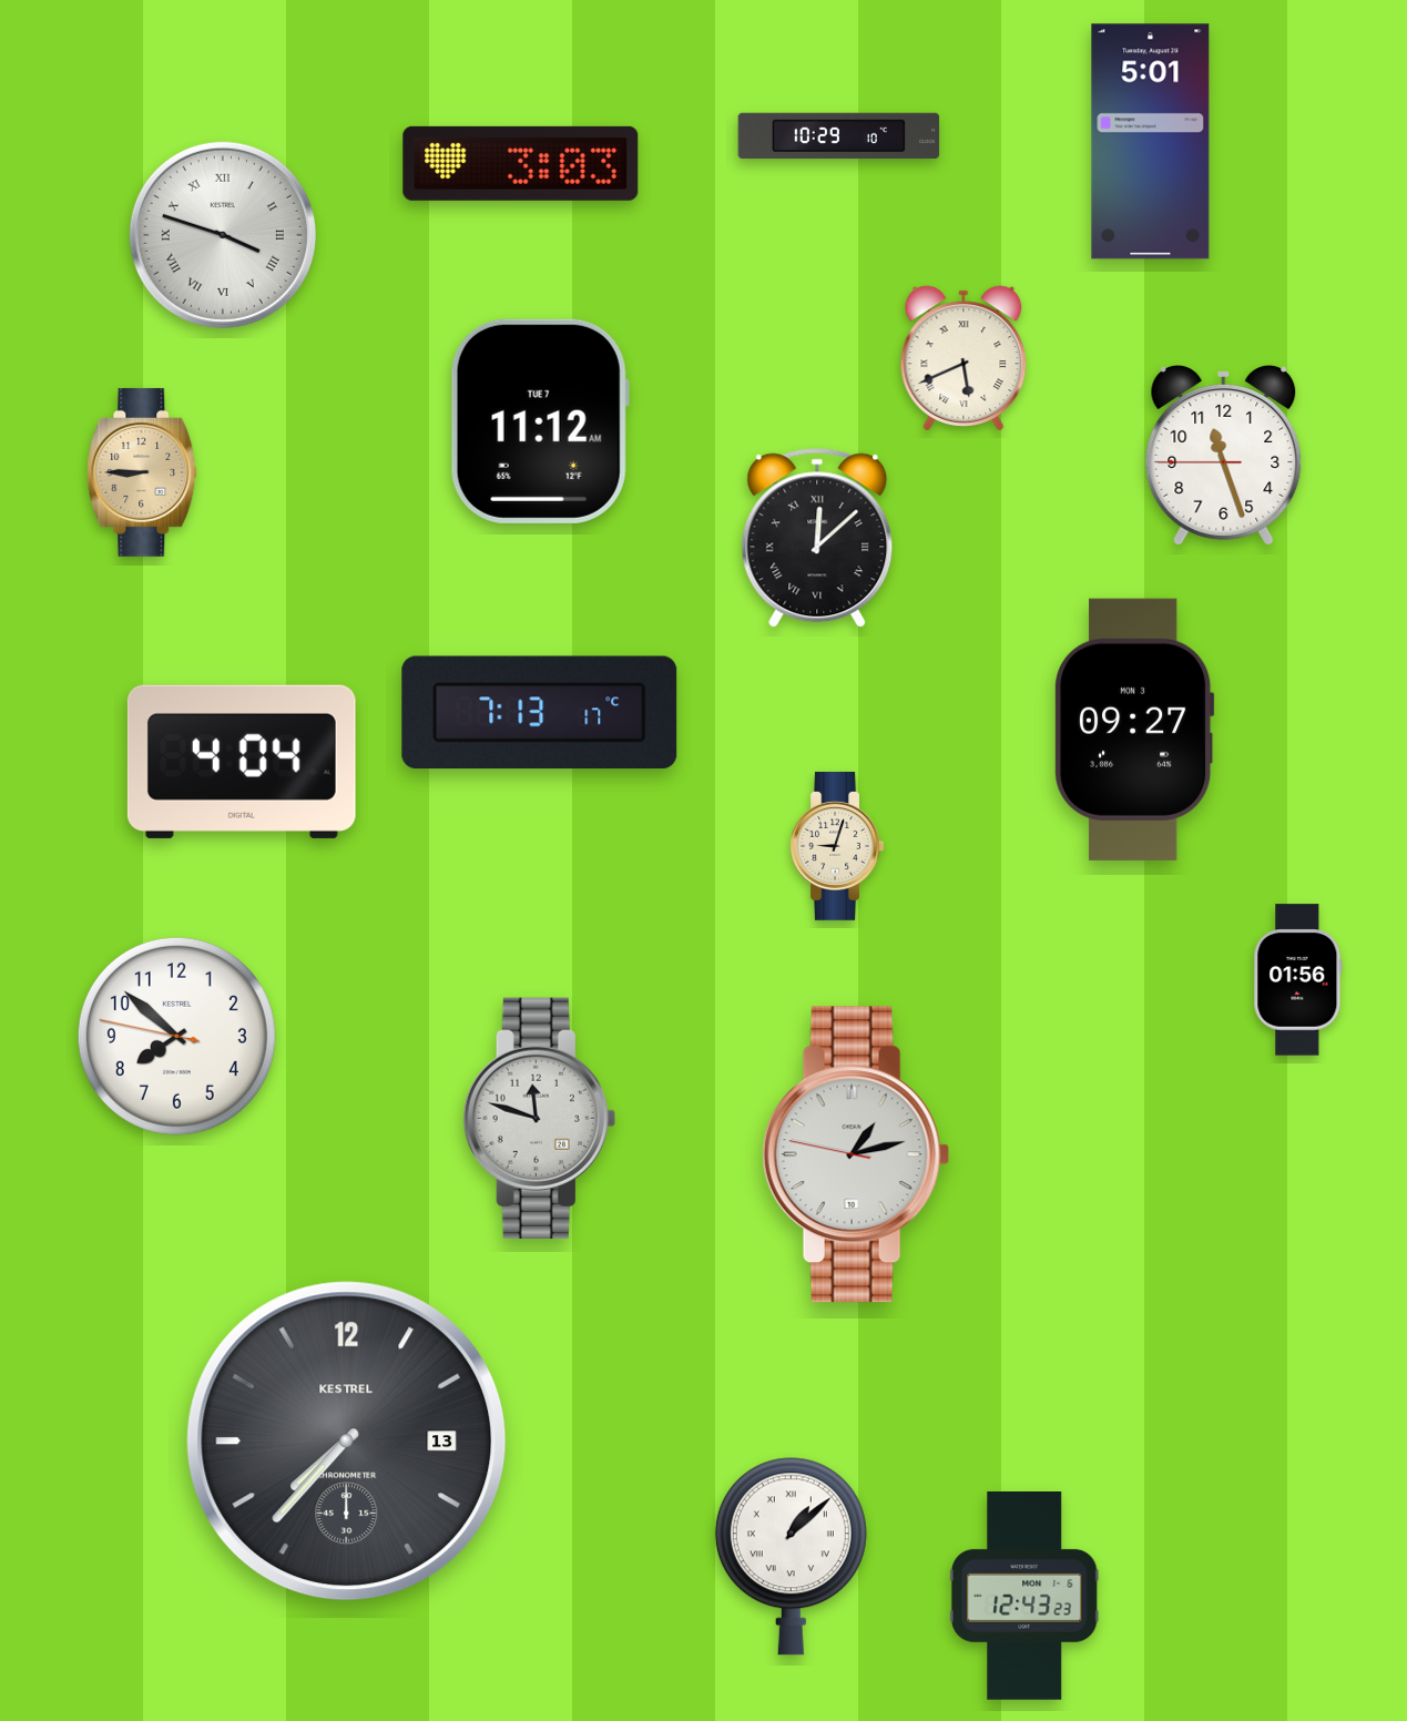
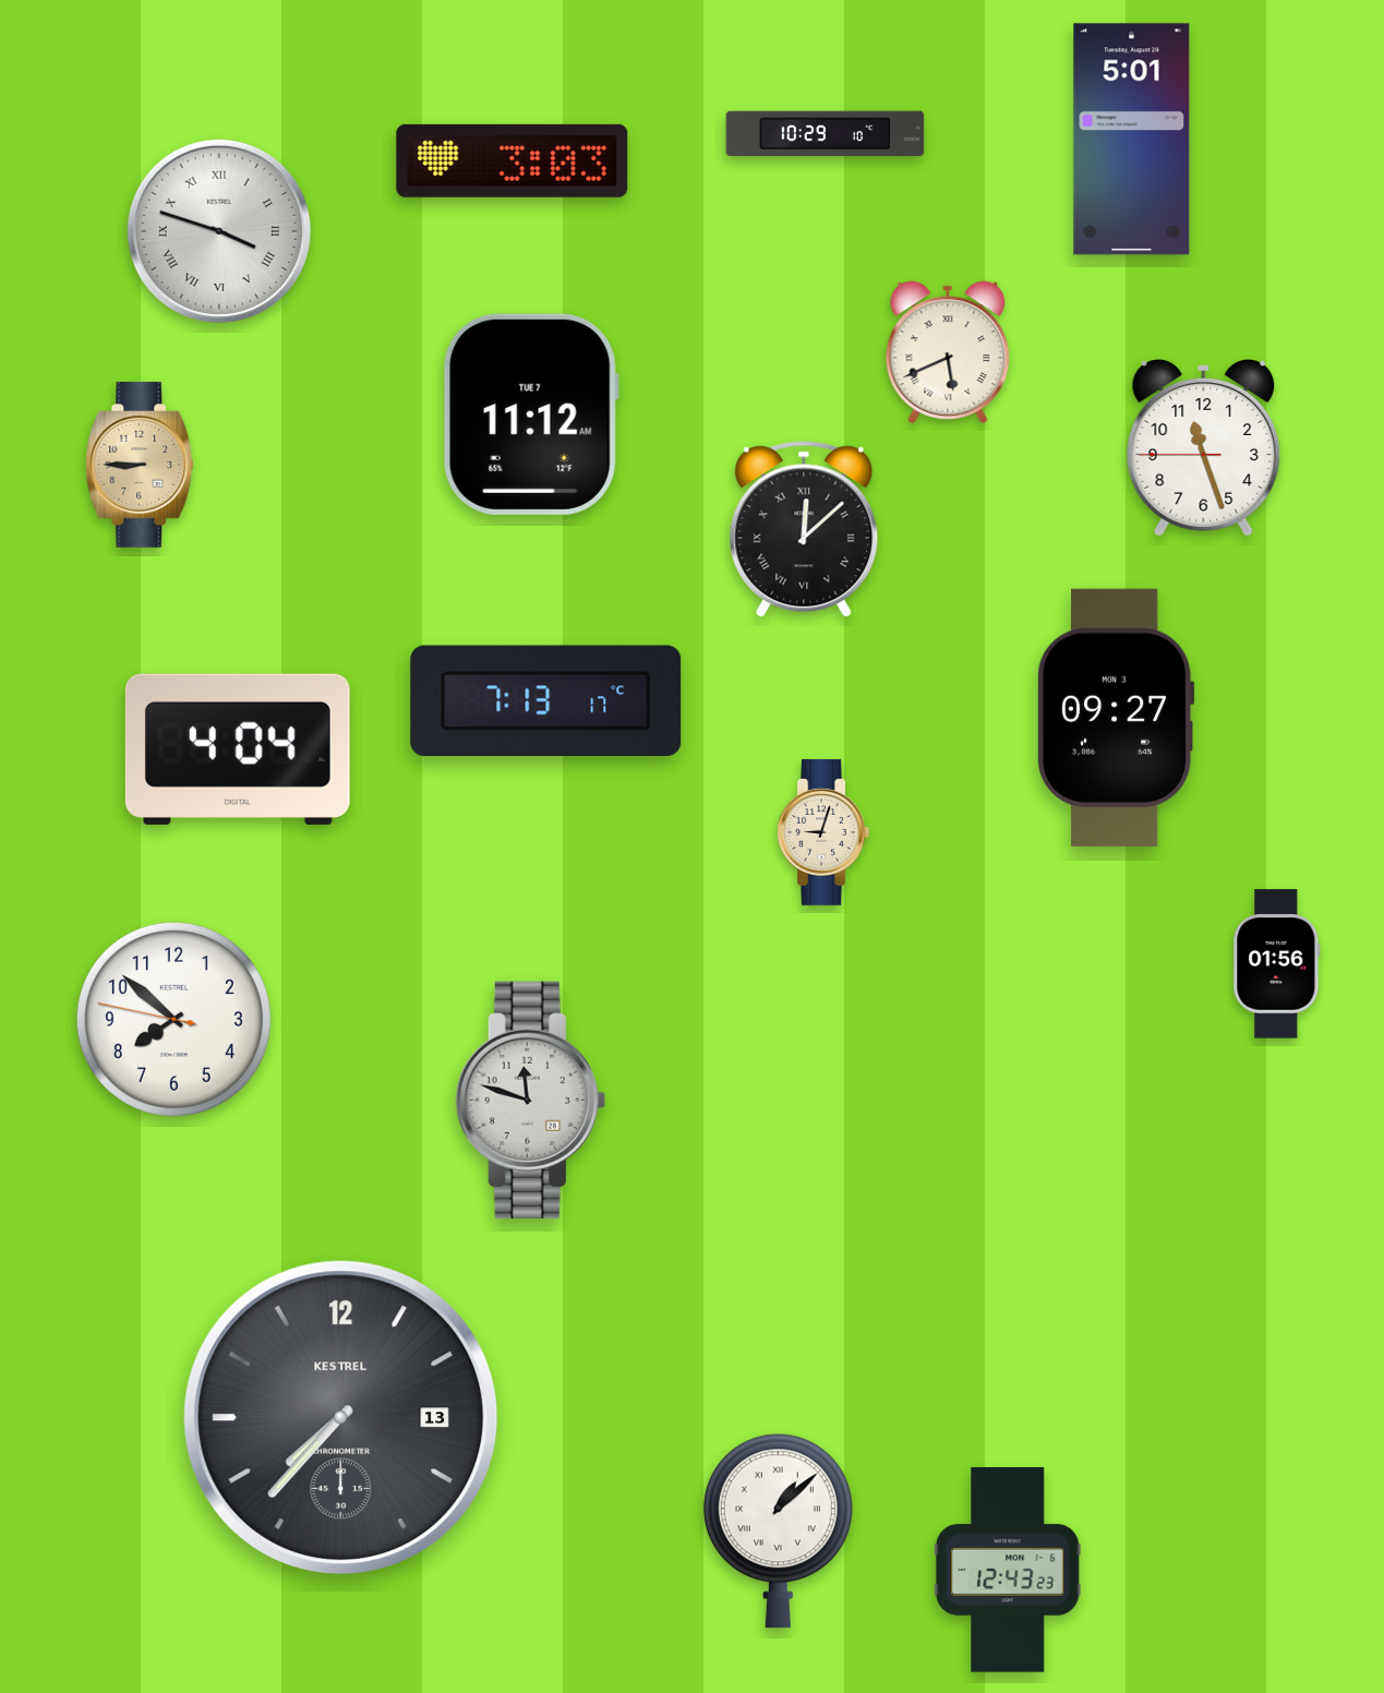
clock at (540, 712) position: (540, 712) -> (546, 700)
clock at (856, 1154): 1:12 -> none
